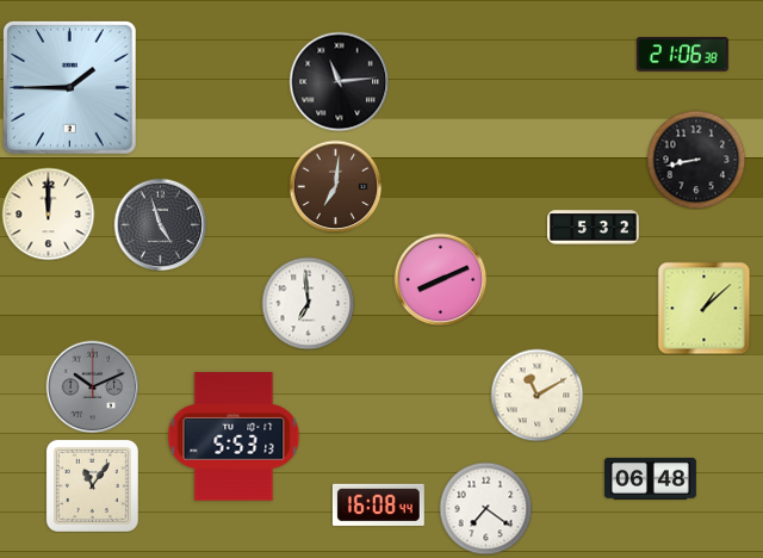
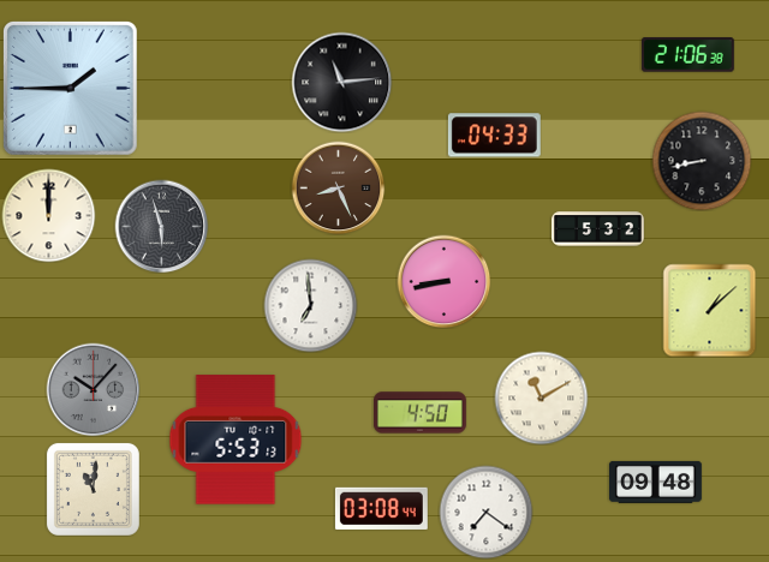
clock at (494, 136): none -> 04:33
clock at (335, 186): 7:01 -> 8:26
clock at (160, 224): 4:57 -> 5:57
clock at (440, 279): 8:11 -> 8:43
clock at (92, 386): 10:11 -> 10:07
clock at (419, 413): none -> 4:50
clock at (650, 478): 06:48 -> 09:48
clock at (92, 485): 11:06 -> 11:01
clock at (378, 504): 16:08 -> 03:08
clock at (485, 508) position: (485, 508) -> (485, 512)
